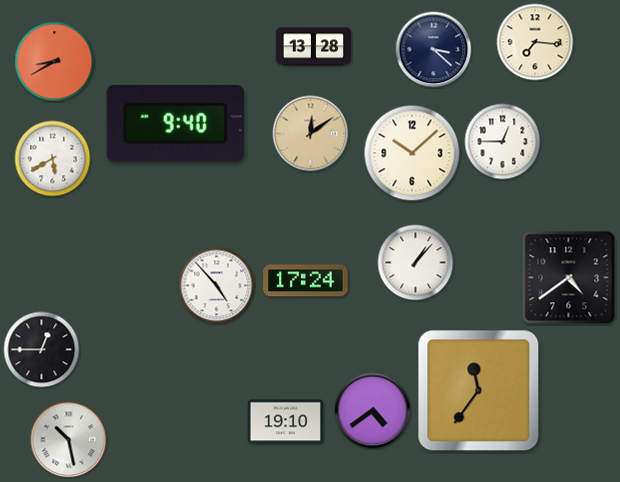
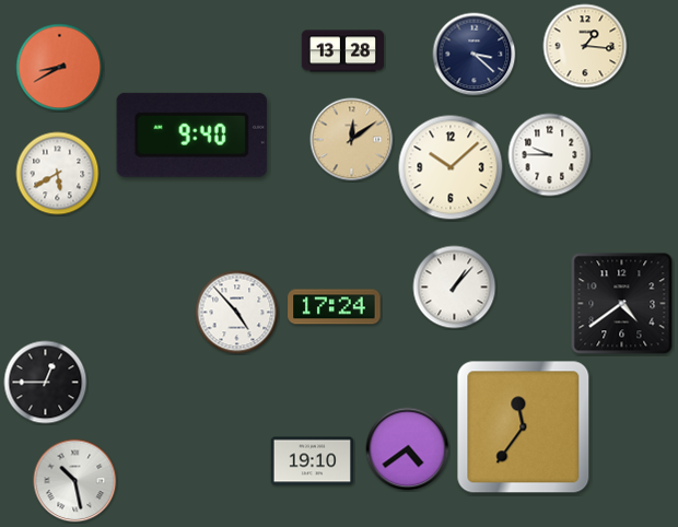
clock at (535, 42): 7:16 -> 1:16
clock at (311, 134) position: (311, 134) -> (352, 140)
clock at (503, 142): 12:45 -> 9:45
